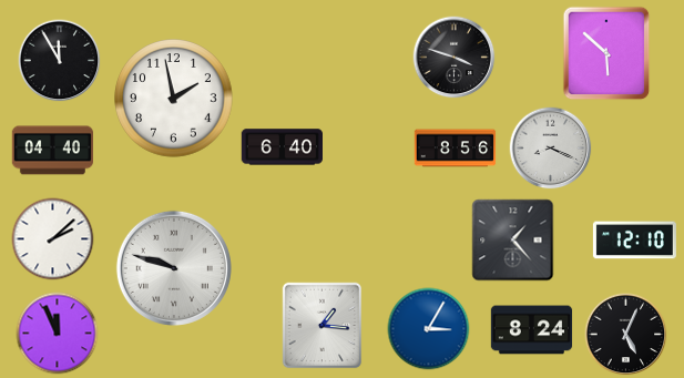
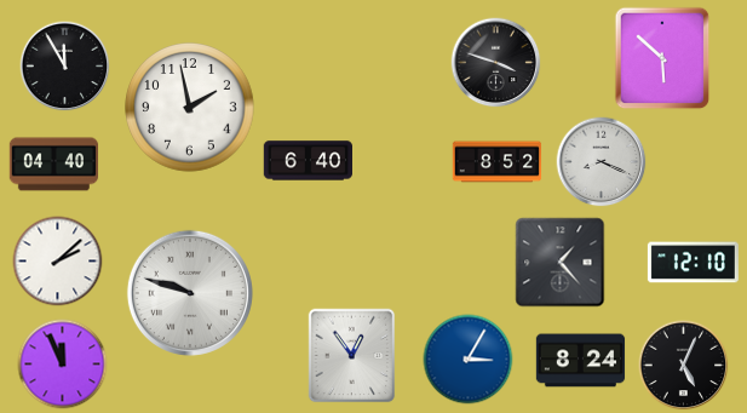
clock at (456, 149): 8:56 -> 8:52
clock at (52, 151) position: (52, 151) -> (53, 165)
clock at (323, 326): 1:16 -> 12:54
